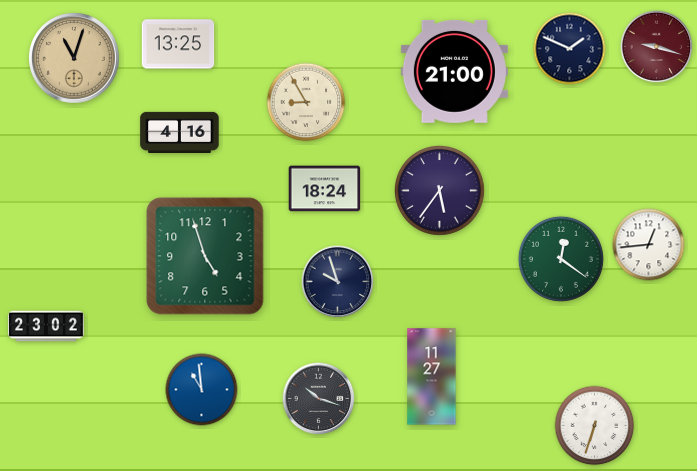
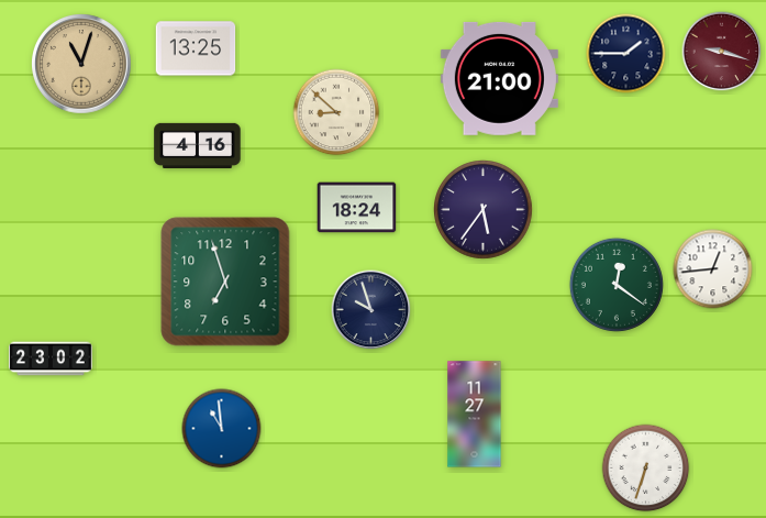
clock at (570, 49): 1:49 -> 1:45
clock at (306, 102): 8:55 -> 8:52
clock at (205, 256): 4:57 -> 6:57
clock at (319, 399): 10:18 -> none
clock at (595, 426) position: (595, 426) -> (646, 469)
